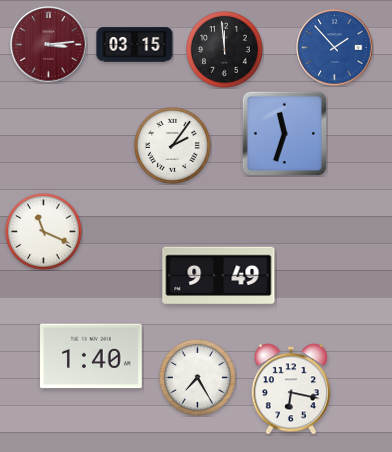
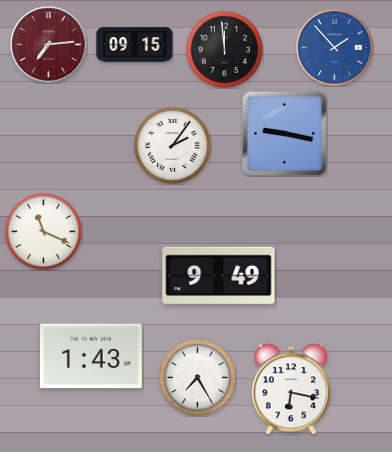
clock at (49, 45): 3:14 -> 7:14
clock at (135, 45): 03:15 -> 09:15
clock at (284, 133): 11:33 -> 9:17
clock at (92, 356): 1:40 -> 1:43
